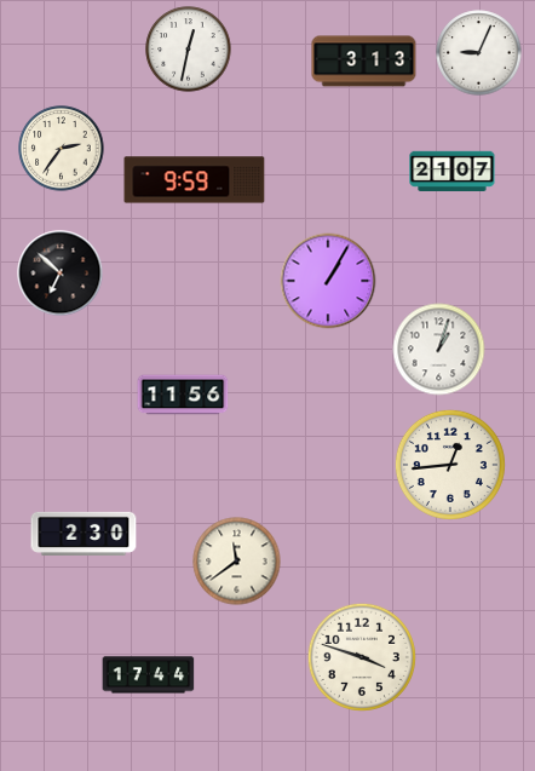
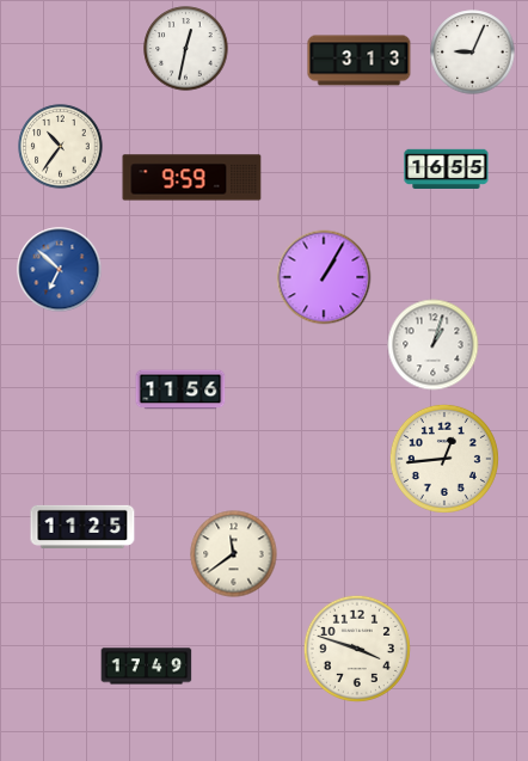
clock at (62, 149): 2:36 -> 10:36
clock at (453, 171): 21:07 -> 16:55
clock at (61, 274) dial: black -> blue
clock at (84, 534): 2:30 -> 11:25
clock at (149, 675): 17:44 -> 17:49
